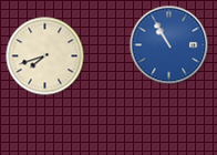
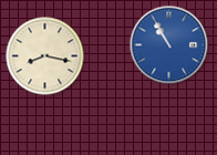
clock at (45, 56): 7:42 -> 8:17
